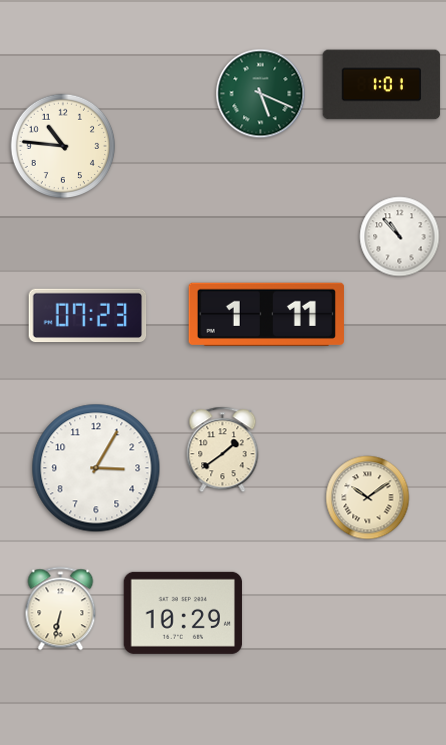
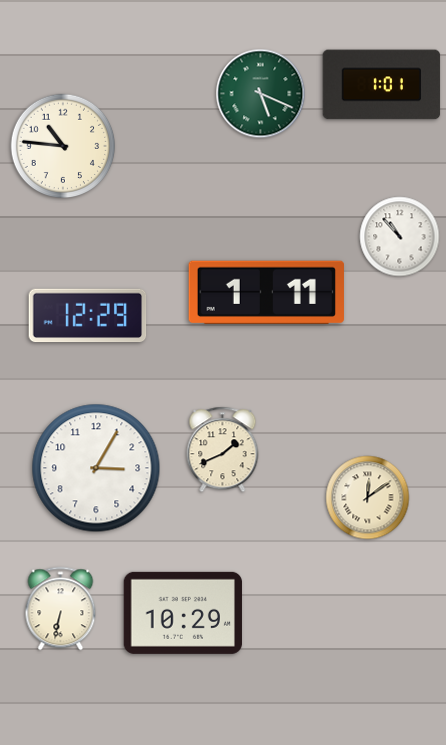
clock at (266, 314) position: (266, 314) -> (266, 292)
clock at (88, 316): 07:23 -> 12:29
clock at (223, 450): 1:39 -> 1:41
clock at (368, 498): 10:09 -> 12:09
